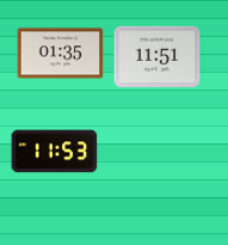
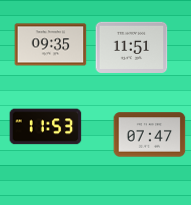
clock at (61, 54): 01:35 -> 09:35
clock at (150, 135): none -> 07:47
